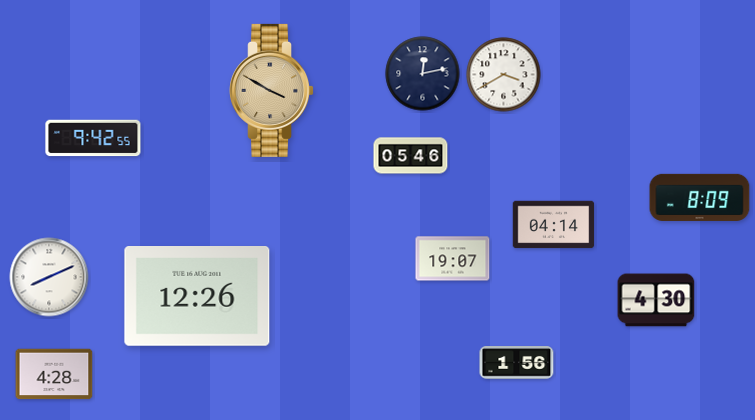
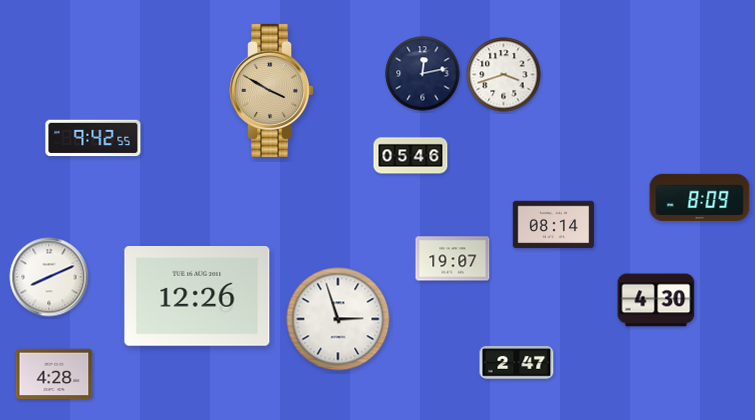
clock at (504, 75): 3:40 -> 3:42
clock at (554, 225): 04:14 -> 08:14
clock at (338, 319): none -> 2:57
clock at (517, 363): 1:56 -> 2:47
